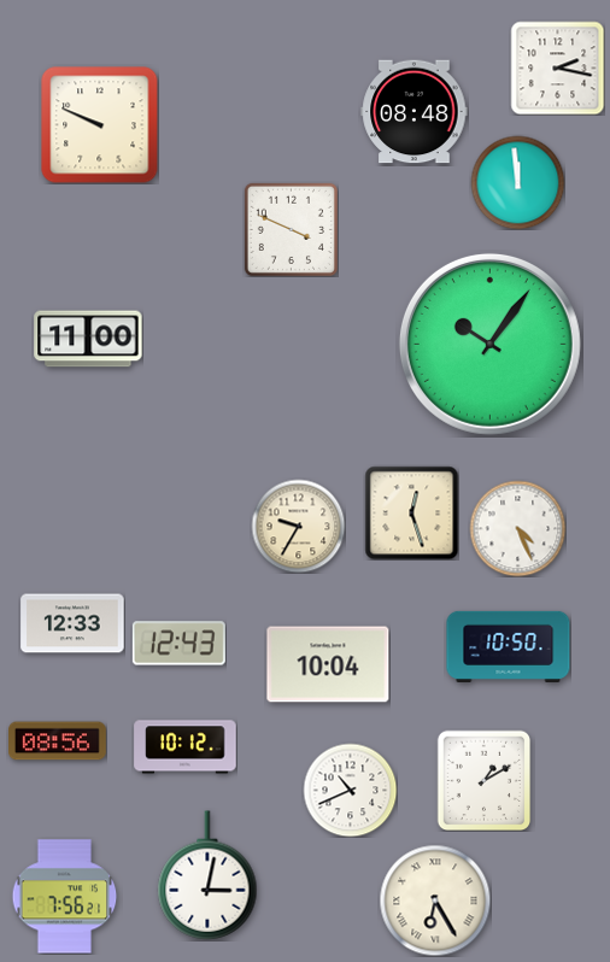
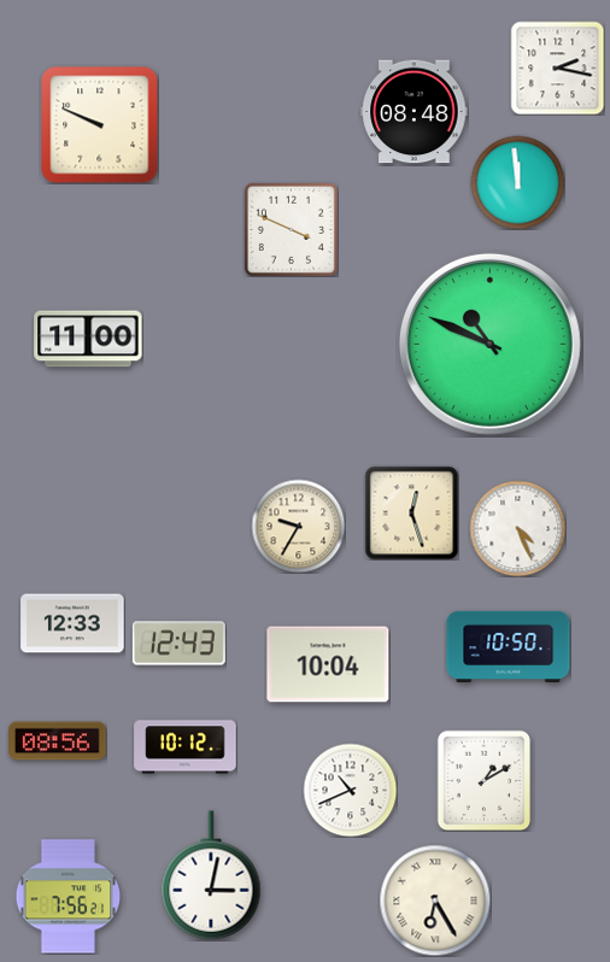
clock at (489, 344): 10:06 -> 10:49
clock at (207, 875) position: (207, 875) -> (211, 875)
clock at (65, 897) position: (65, 897) -> (69, 897)
